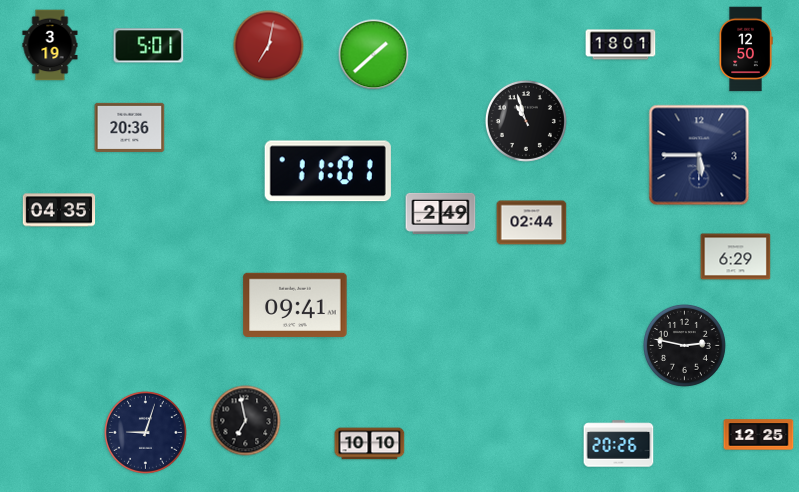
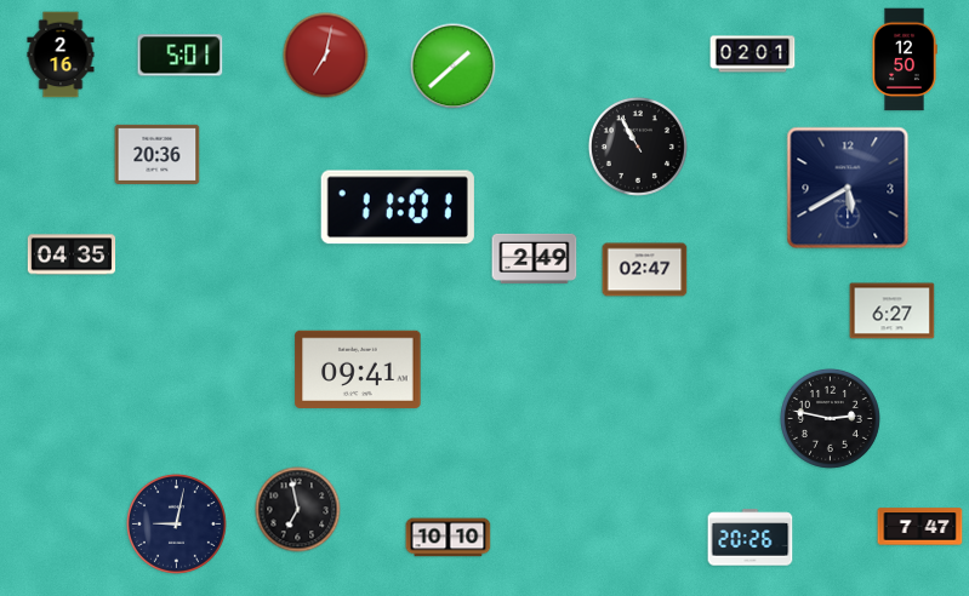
clock at (50, 45): 3:19 -> 2:16
clock at (621, 45): 18:01 -> 02:01
clock at (526, 121): 10:57 -> 10:55
clock at (699, 155): 5:45 -> 5:40
clock at (532, 223): 02:44 -> 02:47
clock at (736, 257): 6:29 -> 6:27
clock at (145, 432): 9:03 -> 9:02
clock at (759, 435): 12:25 -> 7:47
